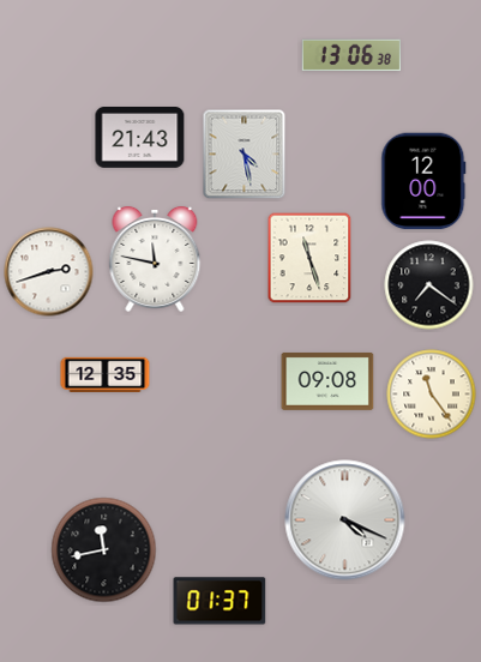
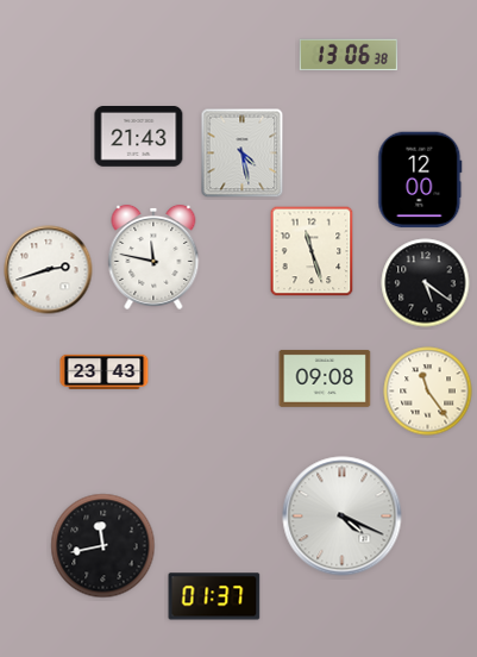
clock at (309, 258) position: (309, 258) -> (312, 251)
clock at (429, 285): 7:21 -> 5:21
clock at (106, 374): 12:35 -> 23:43
clock at (220, 601) position: (220, 601) -> (214, 596)
